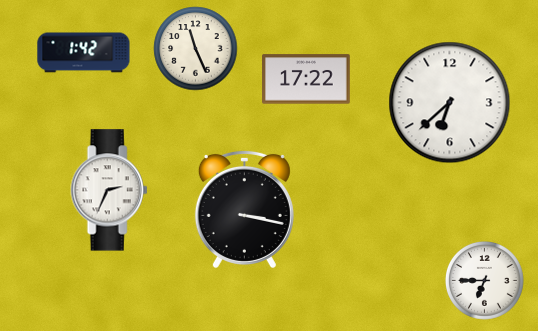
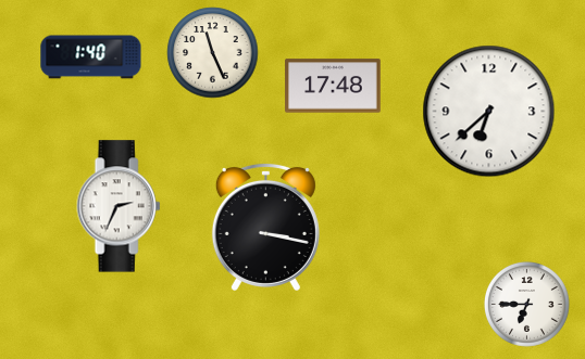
clock at (84, 53): 1:42 -> 1:40
clock at (306, 79): 17:22 -> 17:48
